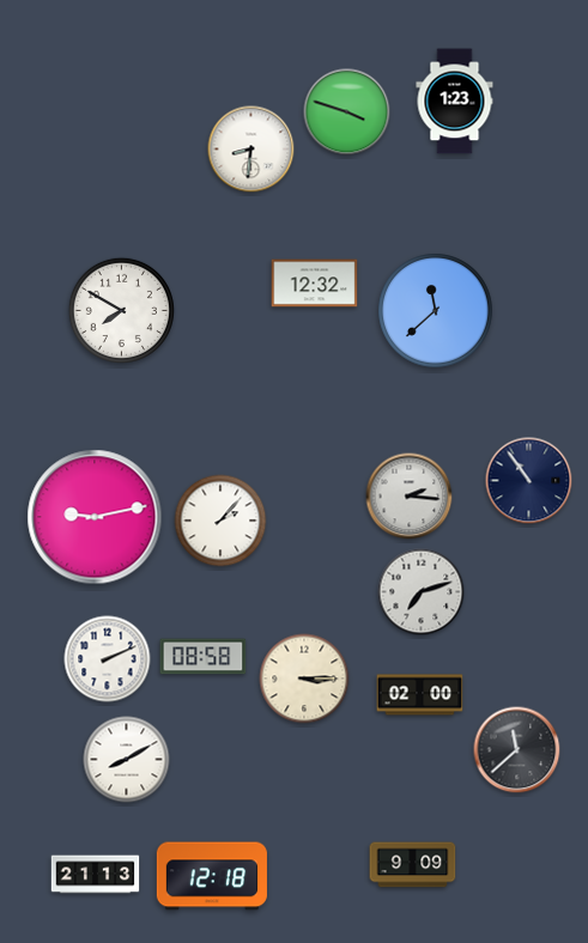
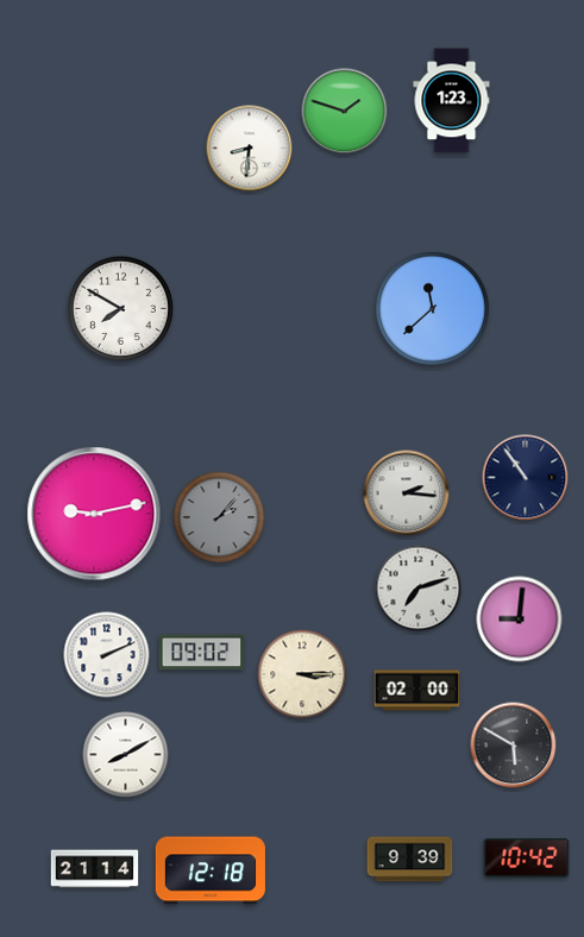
clock at (347, 112): 3:48 -> 1:48
clock at (315, 284): 12:32 -> none
clock at (220, 521) dial: white -> grey
clock at (520, 620): none -> 9:01
clock at (204, 657): 08:58 -> 09:02
clock at (517, 750): 11:38 -> 5:50
clock at (527, 857): none -> 10:42
clock at (413, 865): 9:09 -> 9:39
clock at (96, 875): 21:13 -> 21:14
